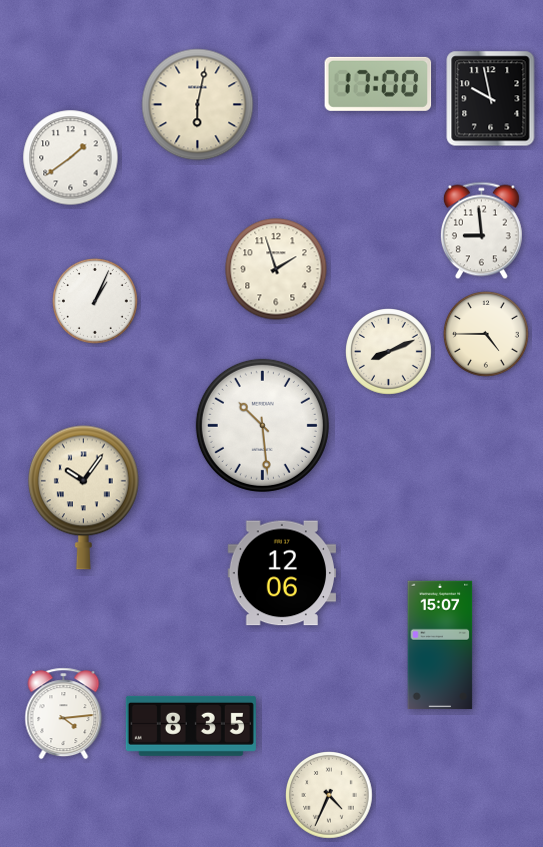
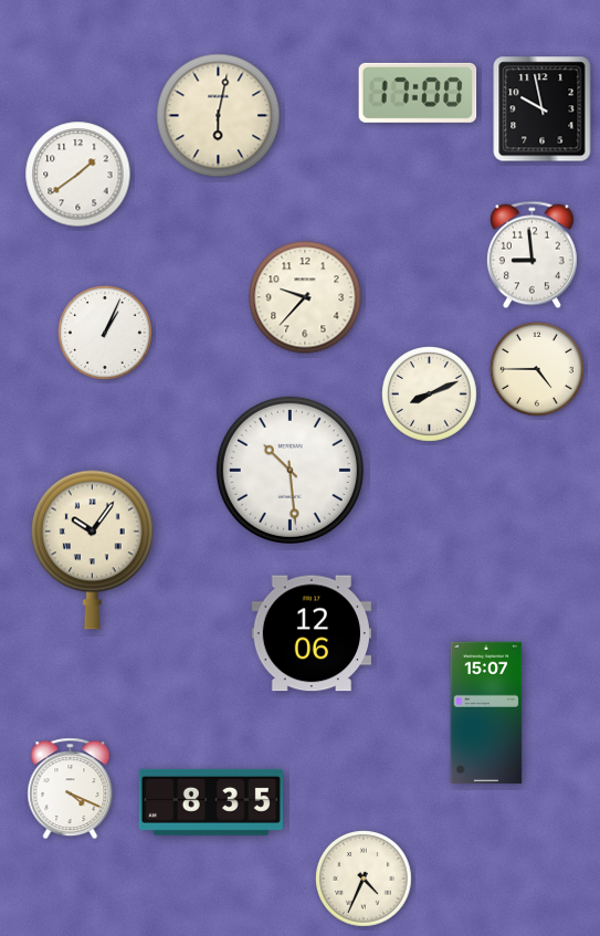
clock at (276, 269): 1:57 -> 9:37
clock at (389, 352) position: (389, 352) -> (430, 395)
clock at (64, 714): 4:14 -> 4:19
